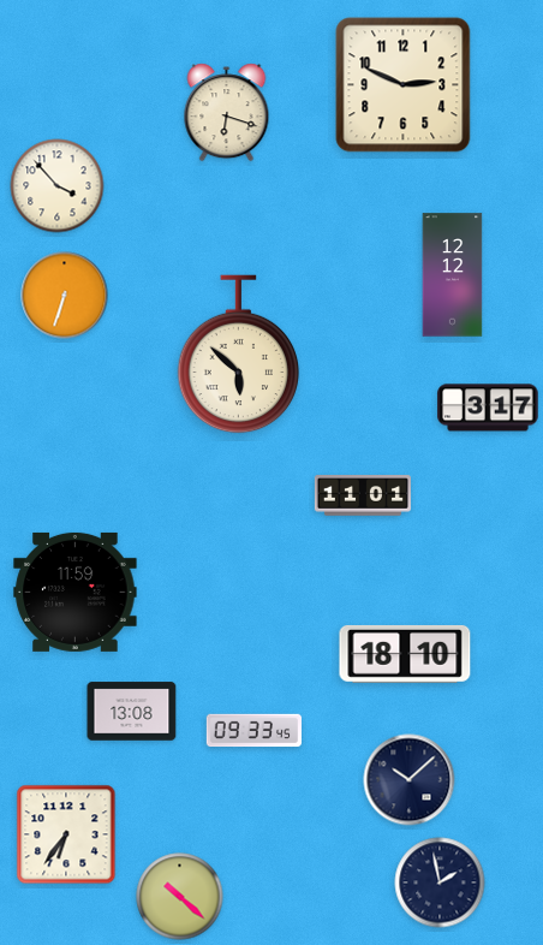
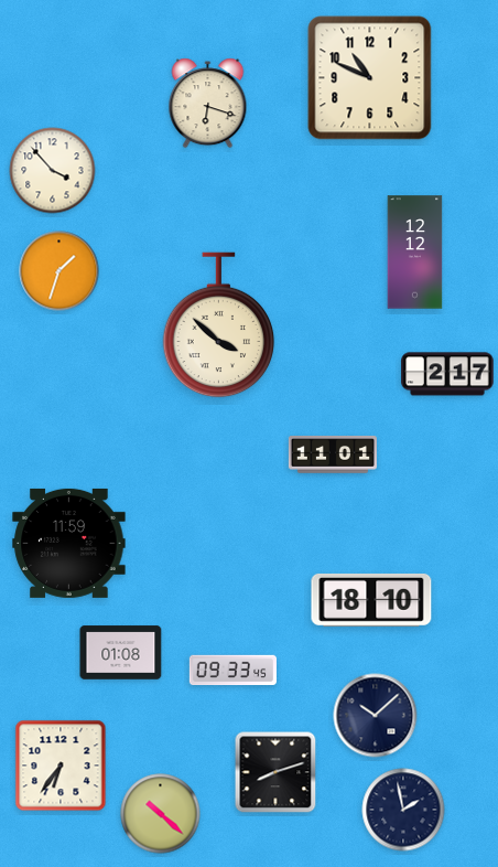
clock at (404, 85): 2:49 -> 10:49
clock at (65, 296): 6:33 -> 1:33
clock at (239, 355): 5:52 -> 3:52
clock at (488, 408): 3:17 -> 2:17
clock at (132, 712): 13:08 -> 01:08
clock at (275, 772): none -> 8:12
clock at (180, 897) position: (180, 897) -> (161, 814)
